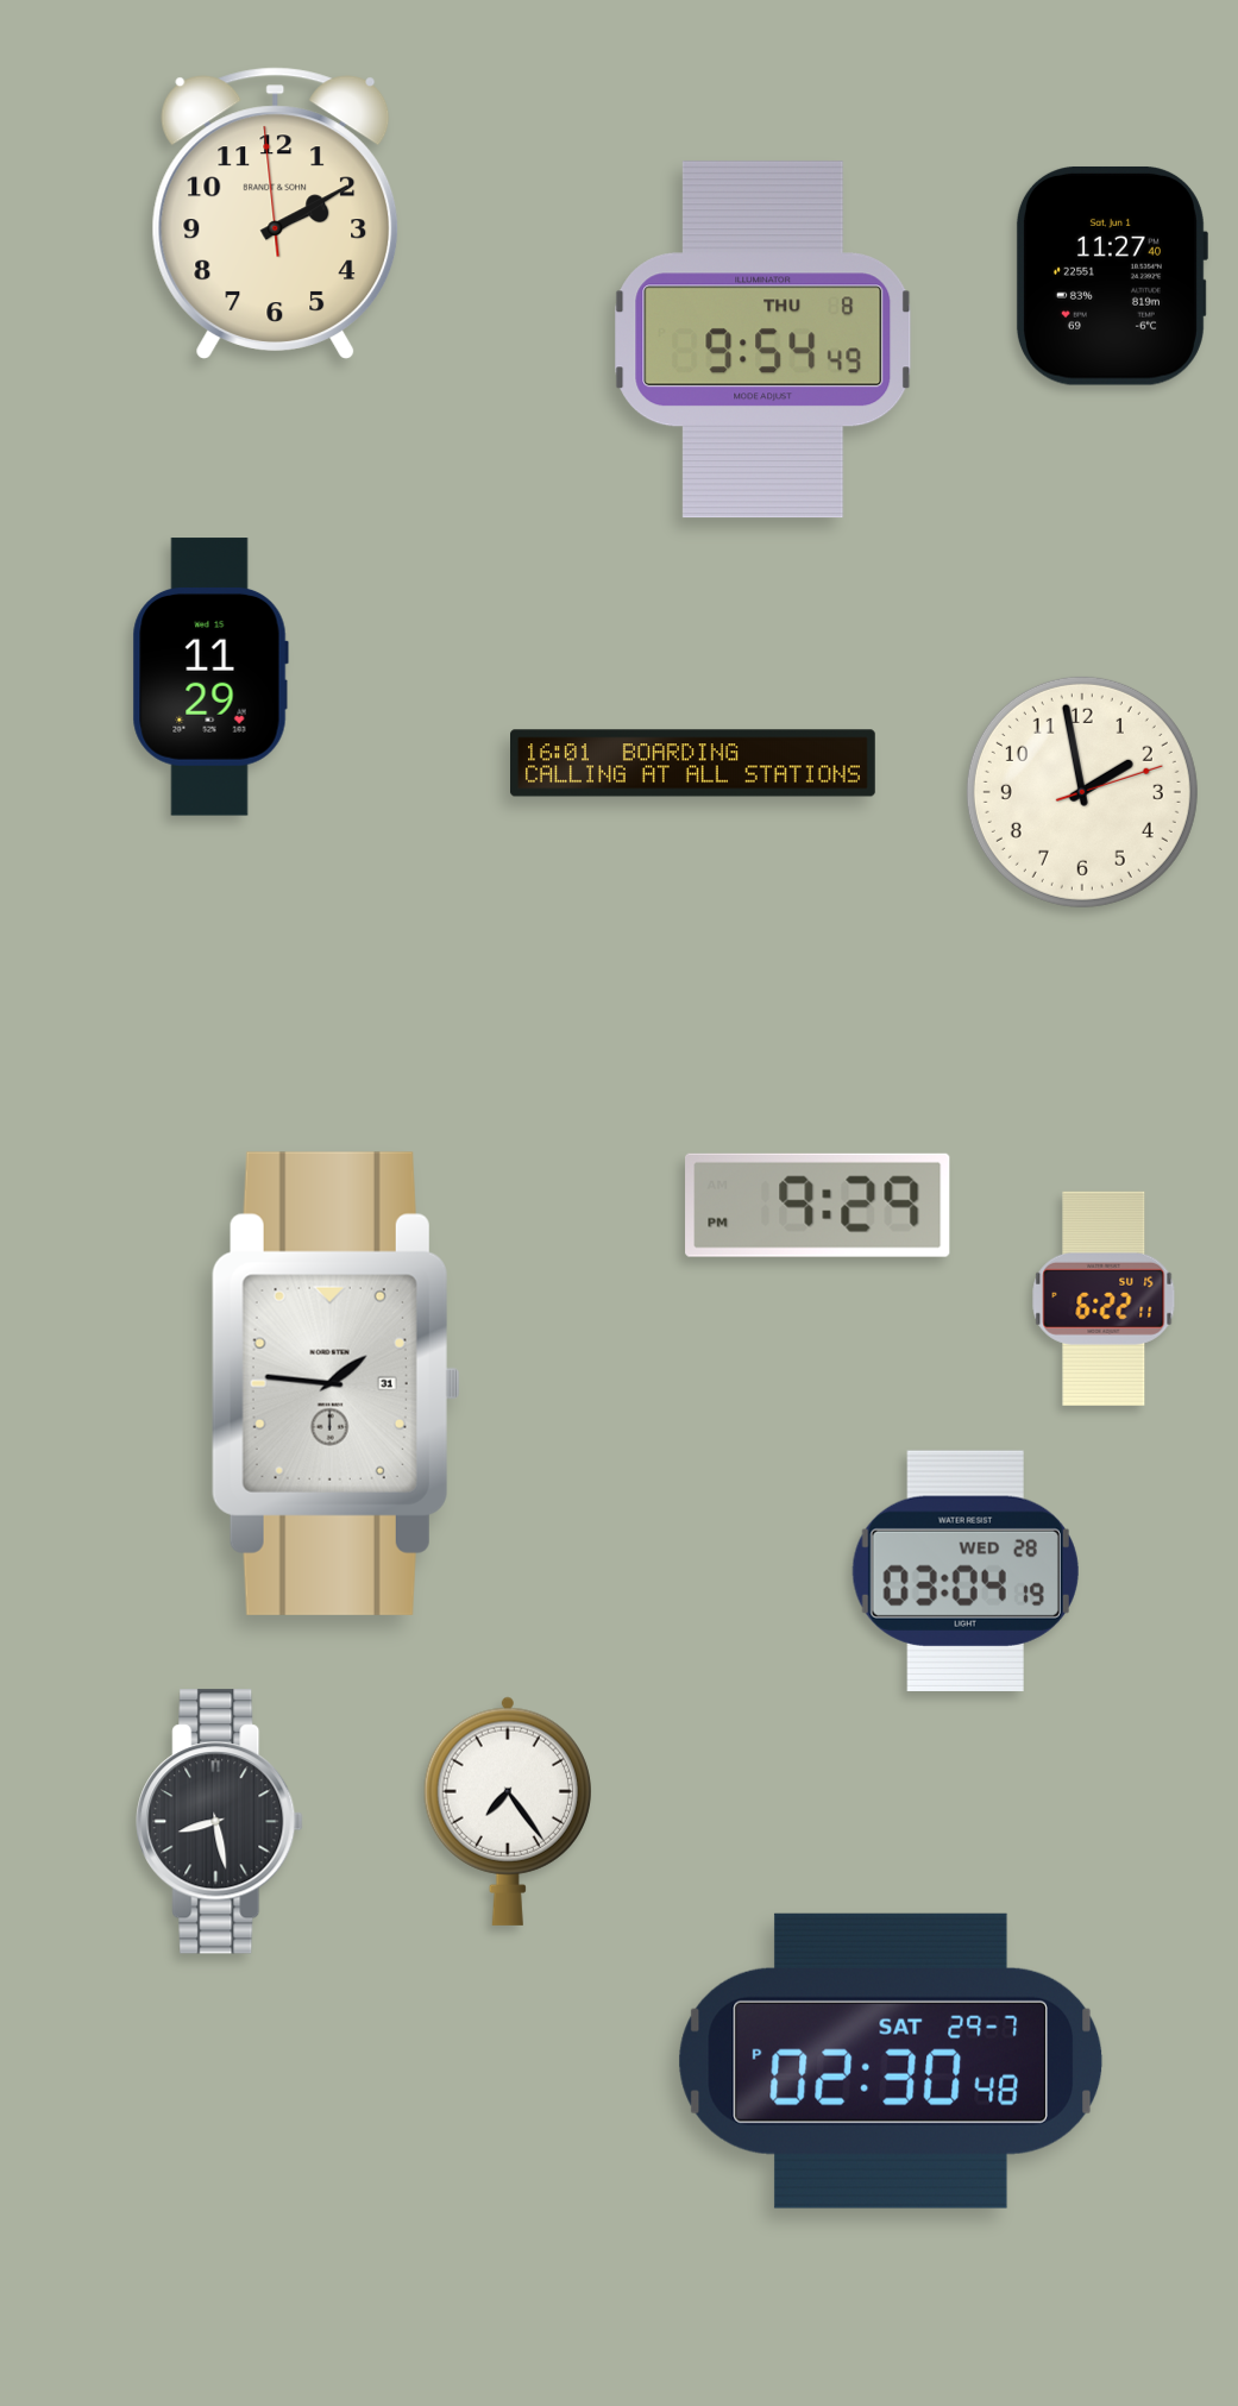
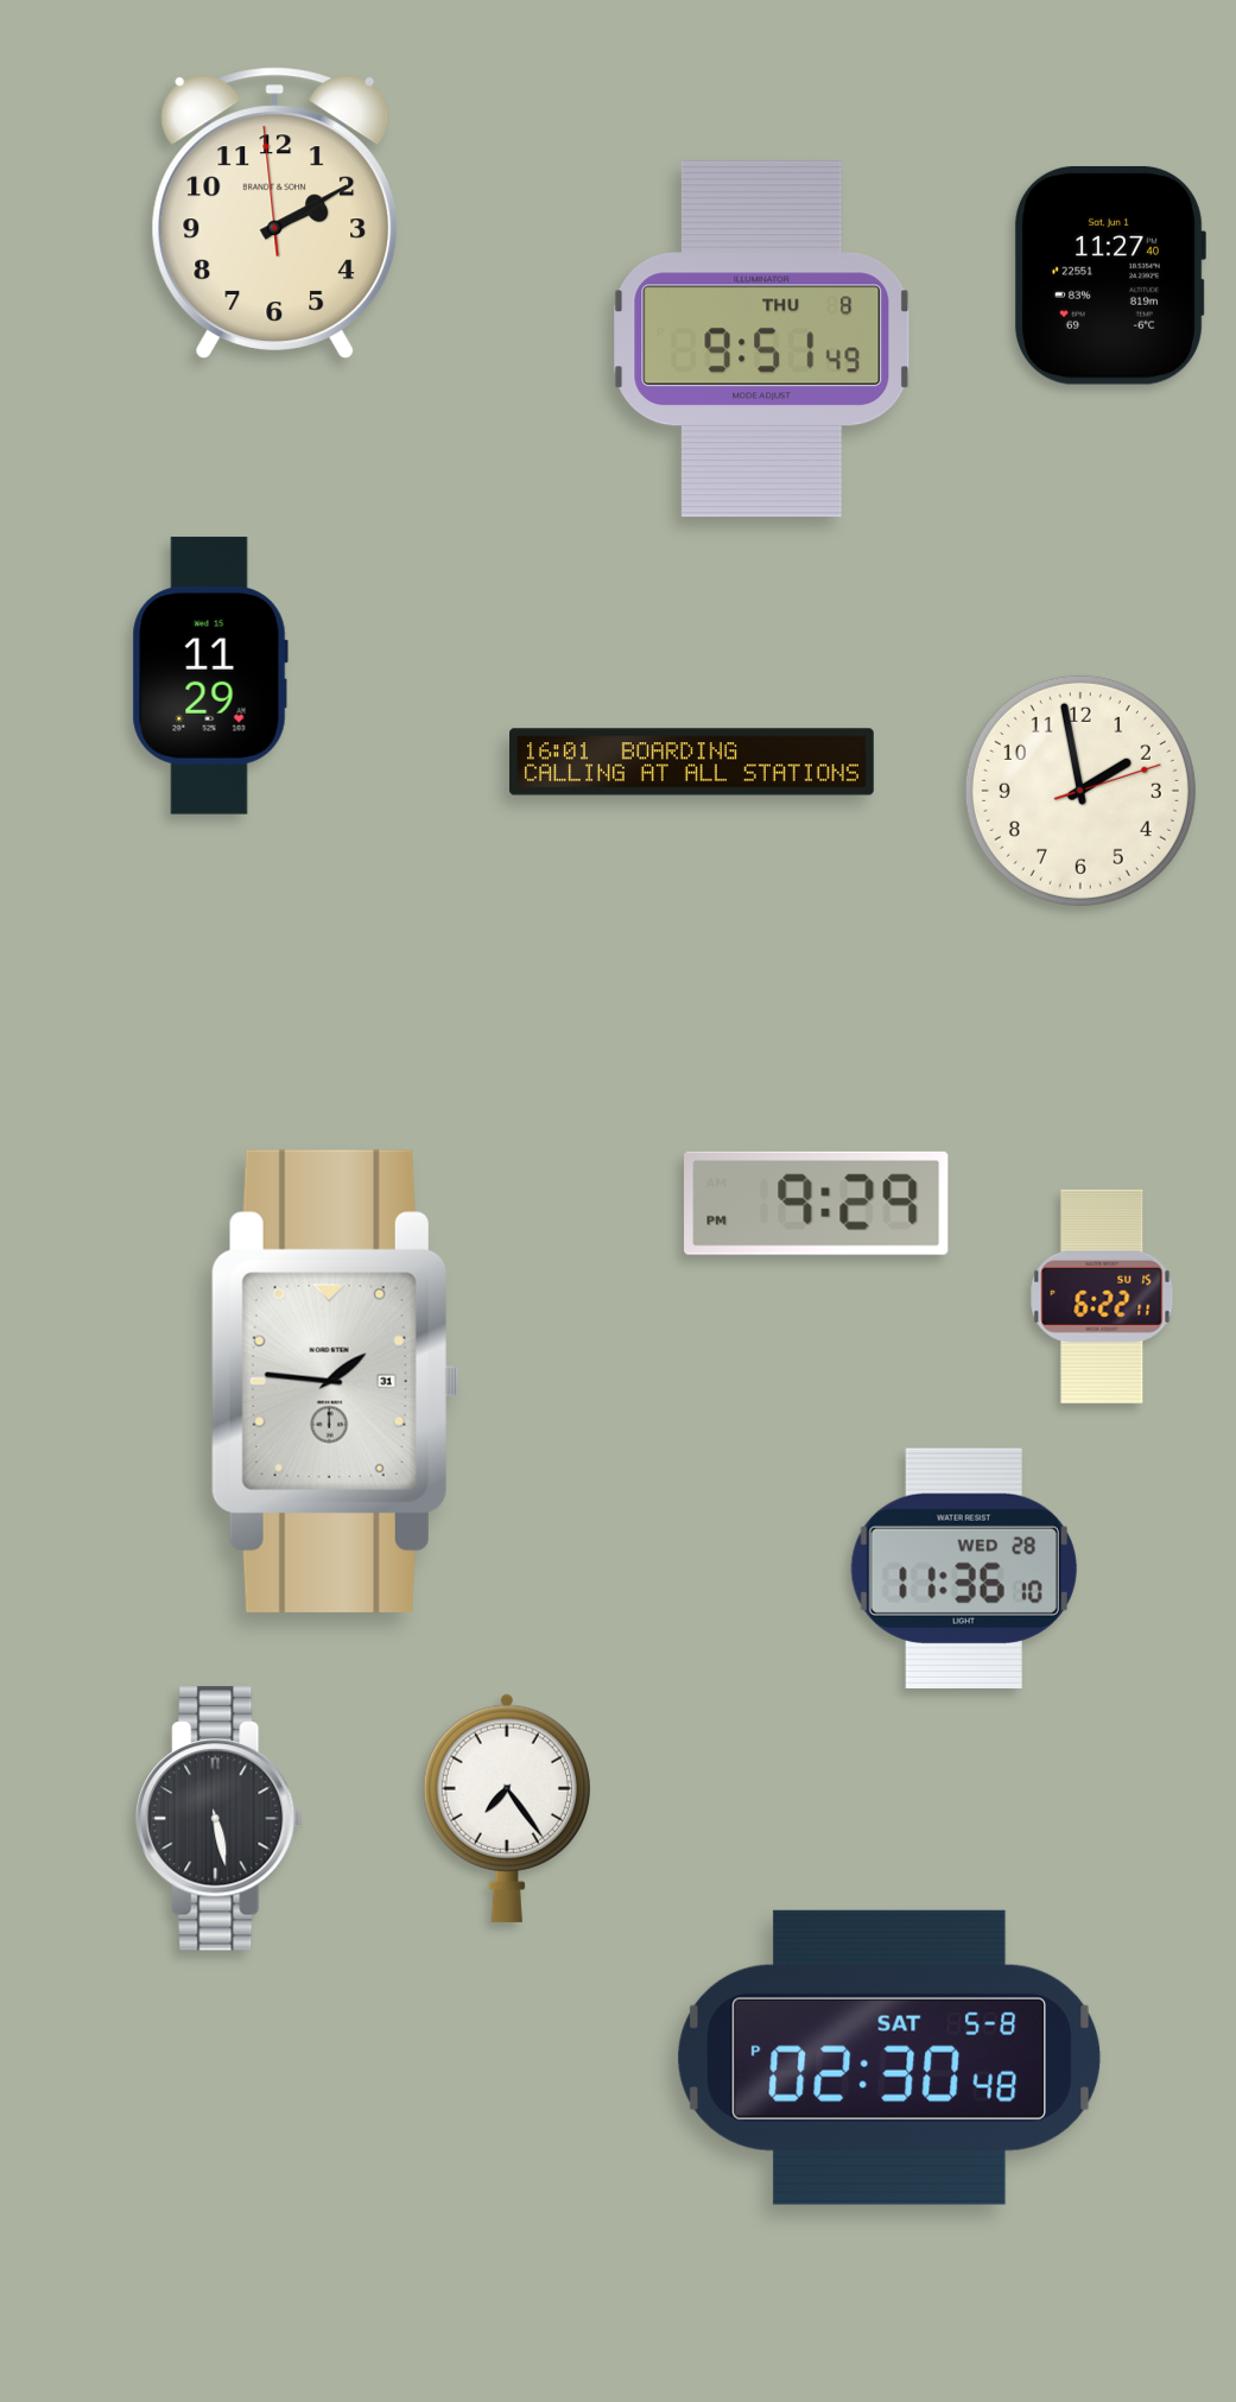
clock at (763, 340): 9:54 -> 9:51
clock at (966, 1571): 03:04 -> 11:36
clock at (220, 1822): 8:28 -> 5:28
clock at (891, 2061) date: SAT 29-7 -> SAT 5-8
